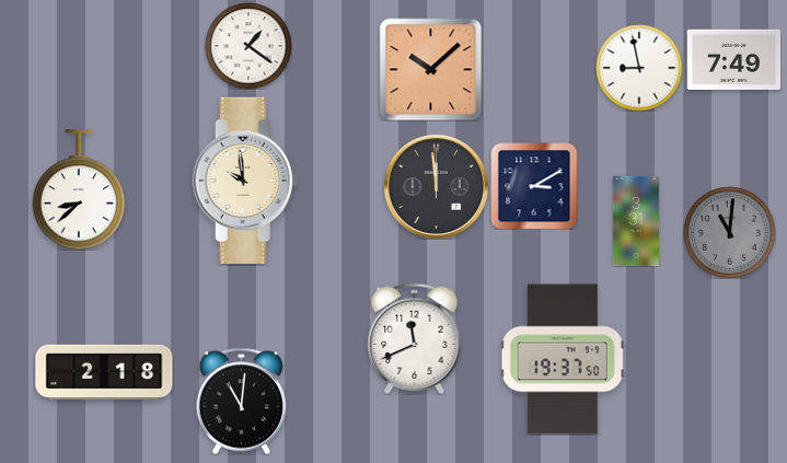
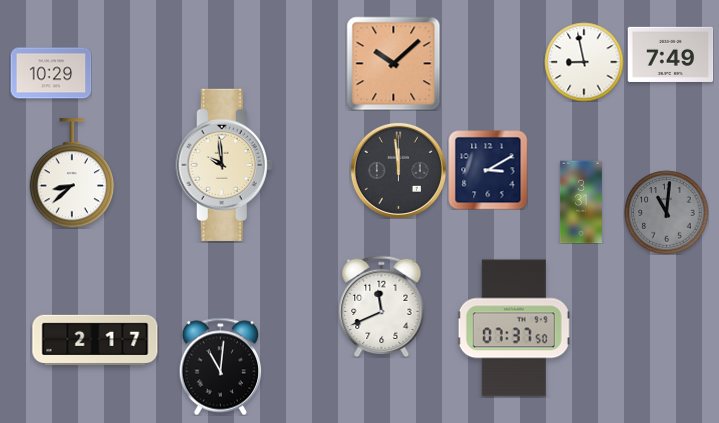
clock at (248, 46): 1:21 -> none
clock at (51, 73): none -> 10:29
clock at (415, 338) position: (415, 338) -> (382, 306)
clock at (563, 359): 19:37 -> 07:37
clock at (104, 372): 2:18 -> 2:17
